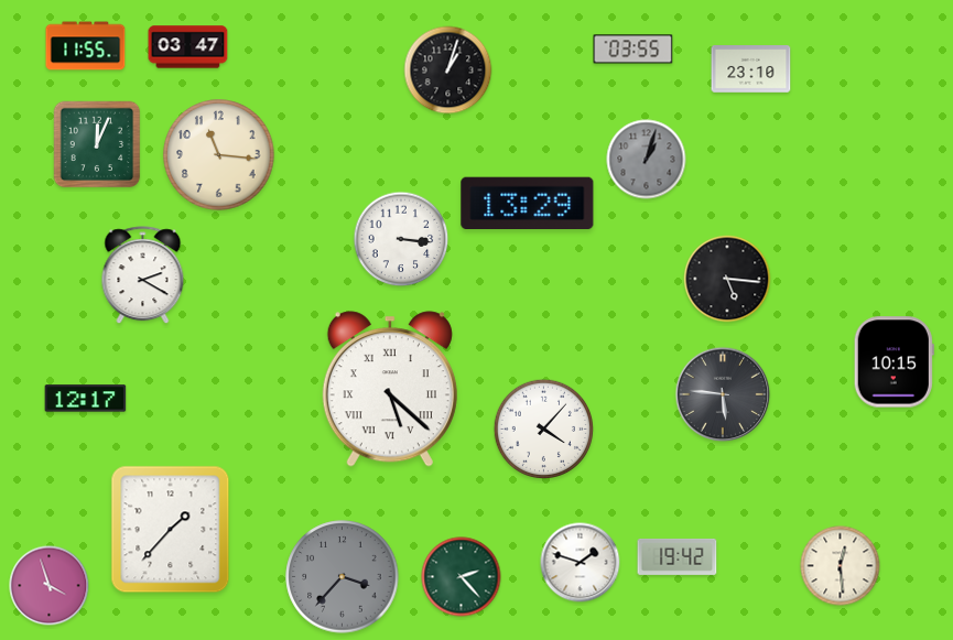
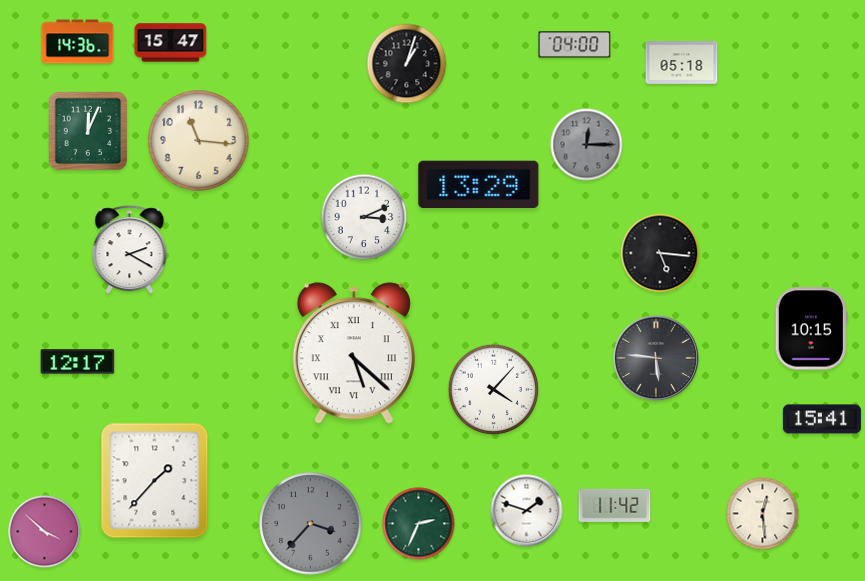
clock at (86, 46): 11:55 -> 14:36
clock at (188, 47): 03:47 -> 15:47
clock at (633, 50): 03:55 -> 04:00
clock at (751, 69): 23:10 -> 05:18
clock at (647, 160): 1:03 -> 12:15
clock at (401, 239): 3:16 -> 3:11
clock at (822, 419): none -> 15:41
clock at (678, 556): 19:42 -> 11:42
clock at (462, 577): 2:23 -> 2:34
clock at (50, 586): 3:57 -> 3:52
